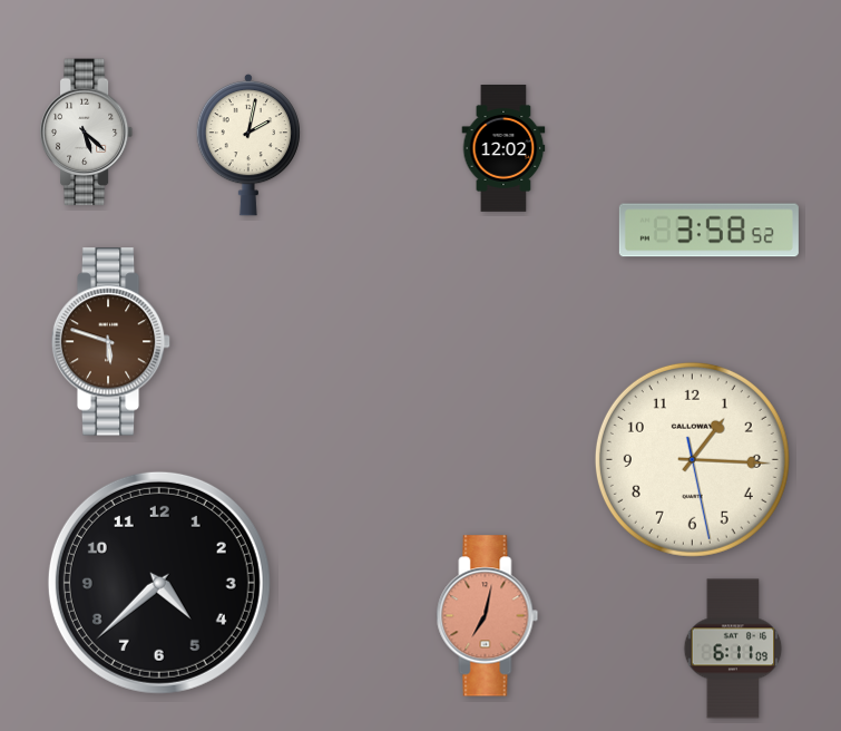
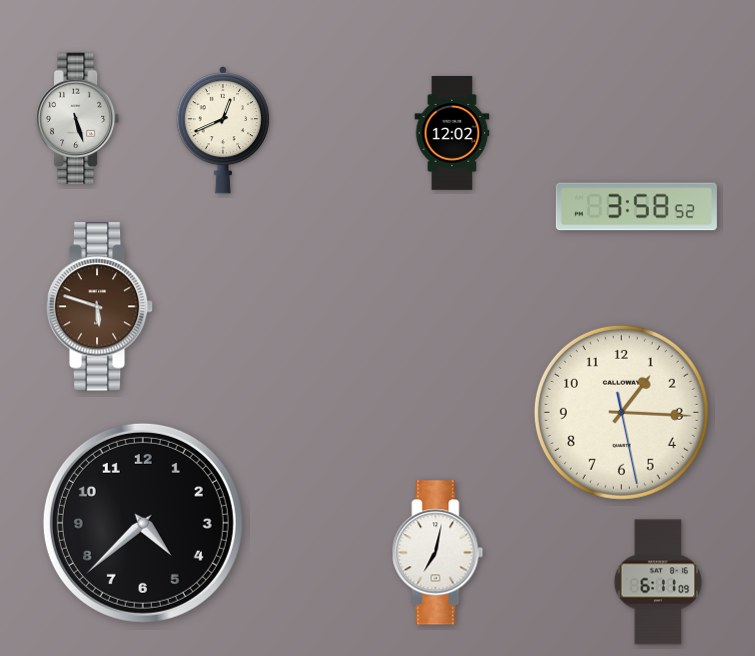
clock at (87, 133): 5:22 -> 5:27
clock at (248, 145): 2:02 -> 12:41
clock at (488, 616) dial: salmon -> white
